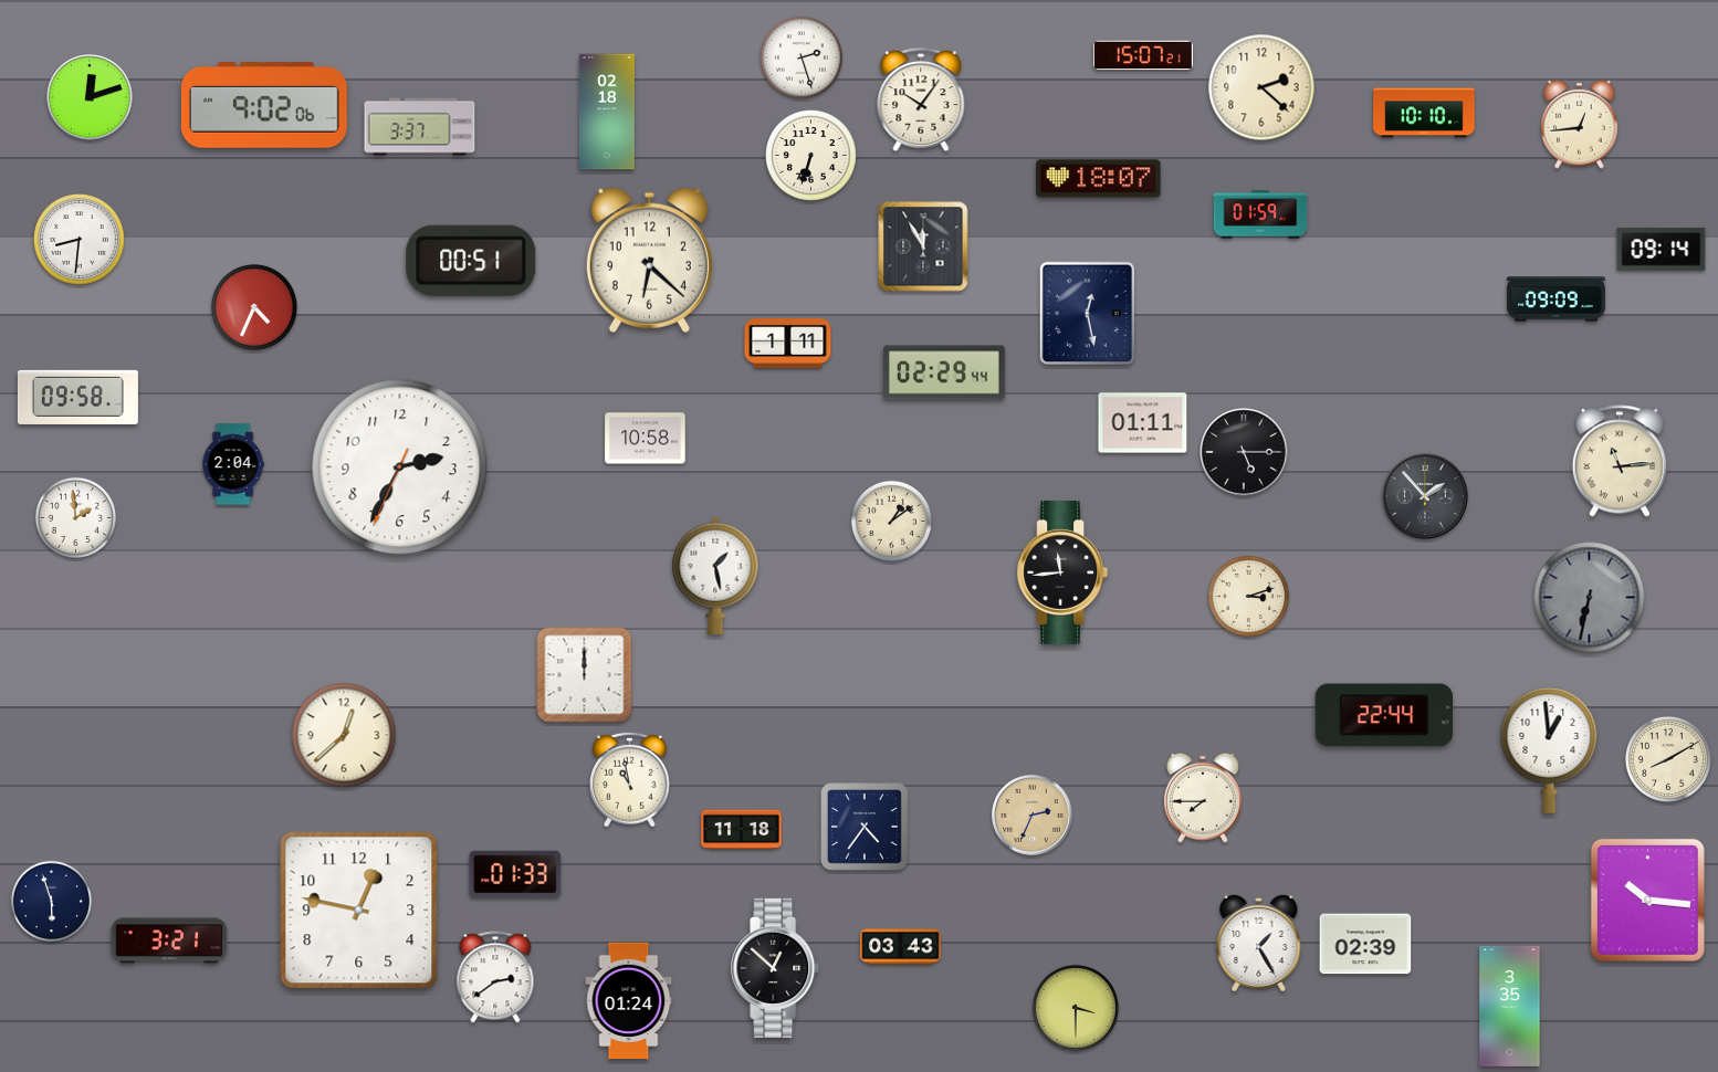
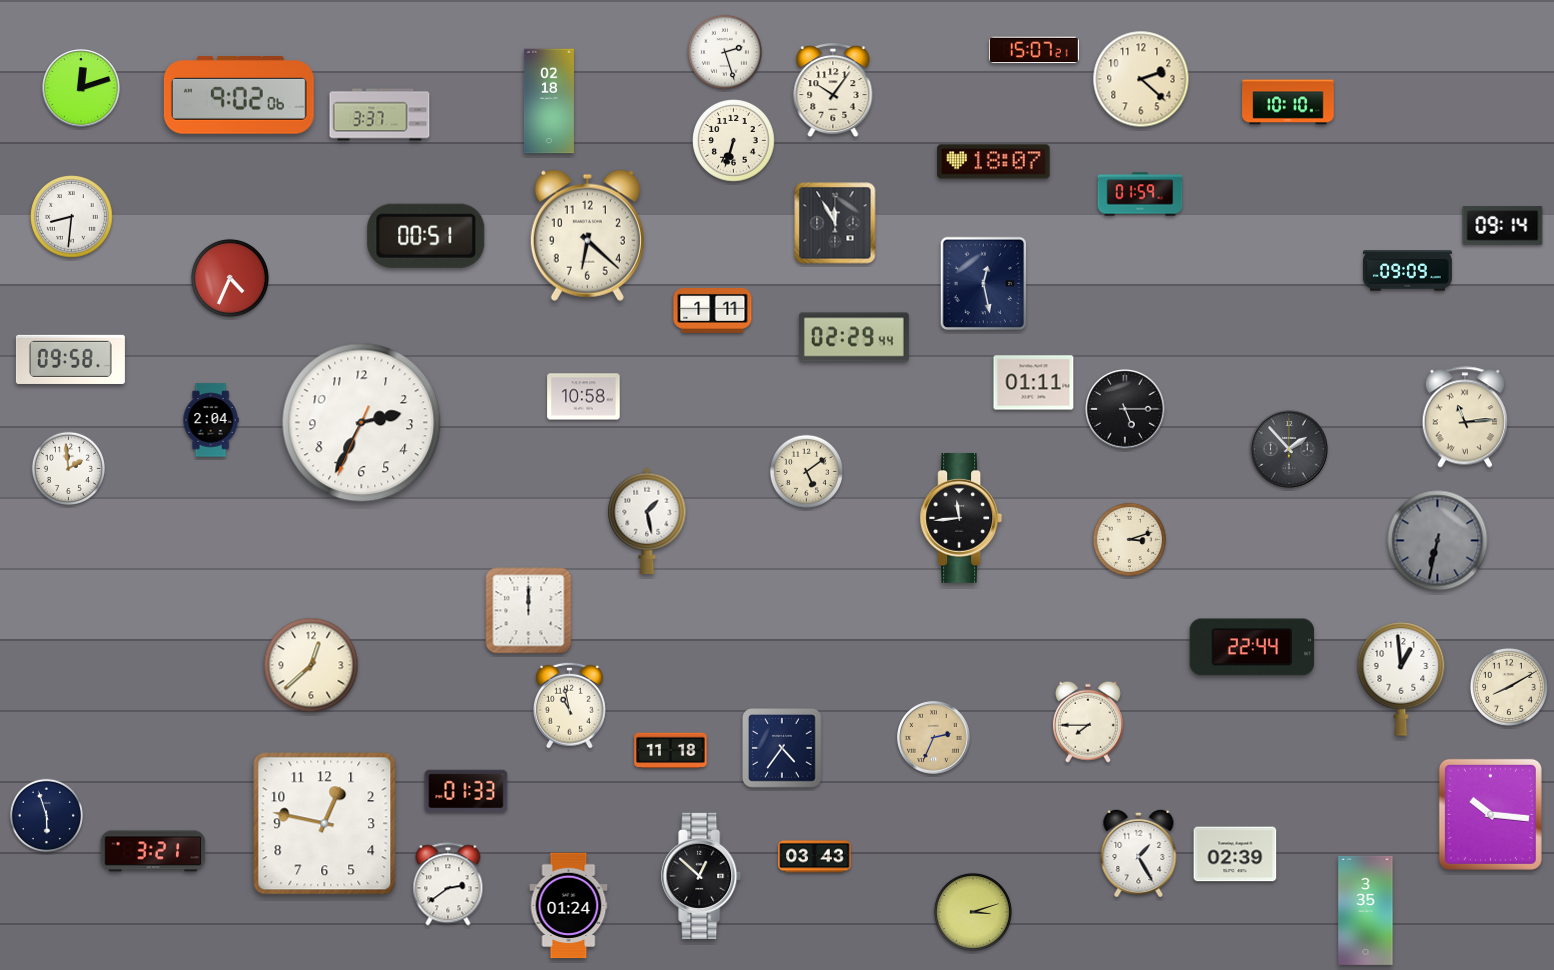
clock at (1580, 124): 12:44 -> none
clock at (891, 521): 1:09 -> 5:09
clock at (1076, 1008): 3:30 -> 3:12
